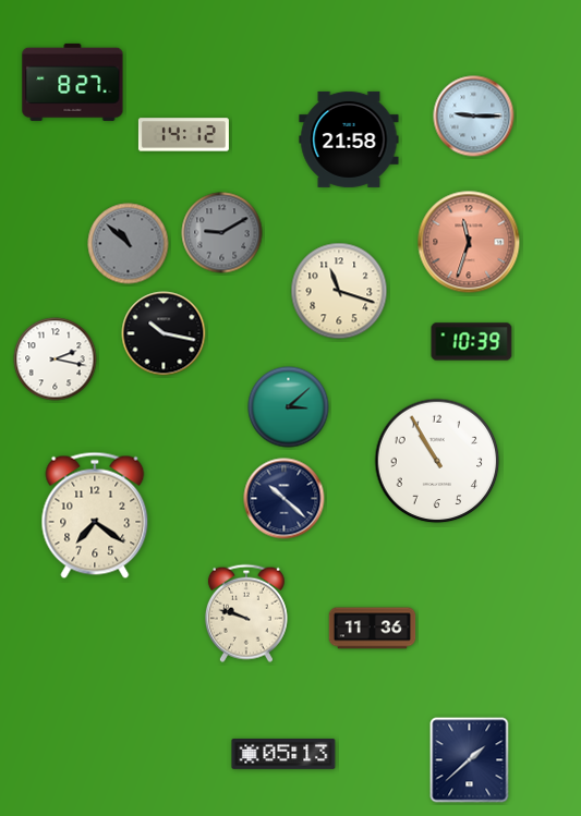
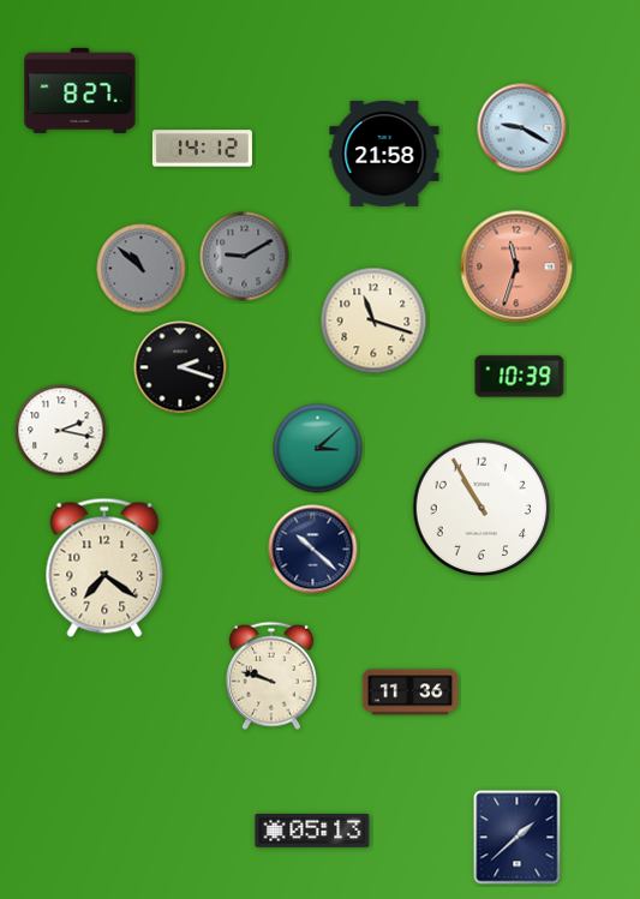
clock at (474, 117): 9:15 -> 9:20
clock at (164, 333): 10:17 -> 2:18
clock at (56, 360) position: (56, 360) -> (61, 431)
